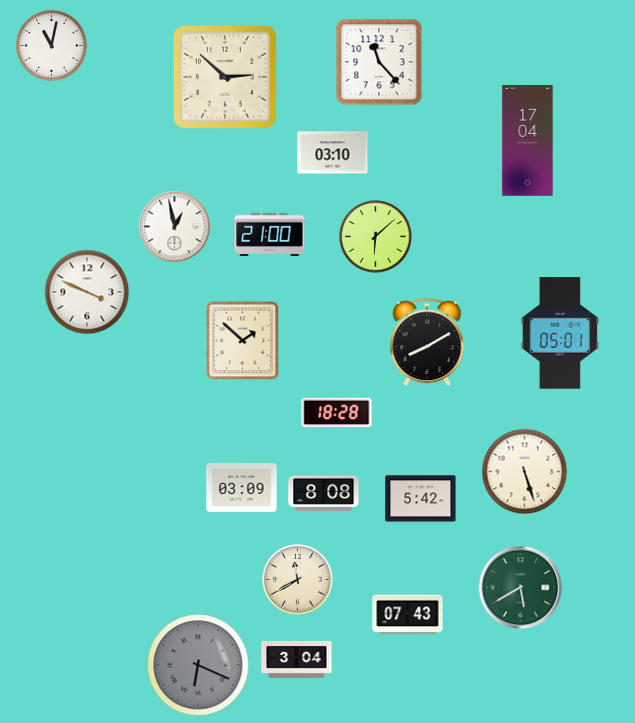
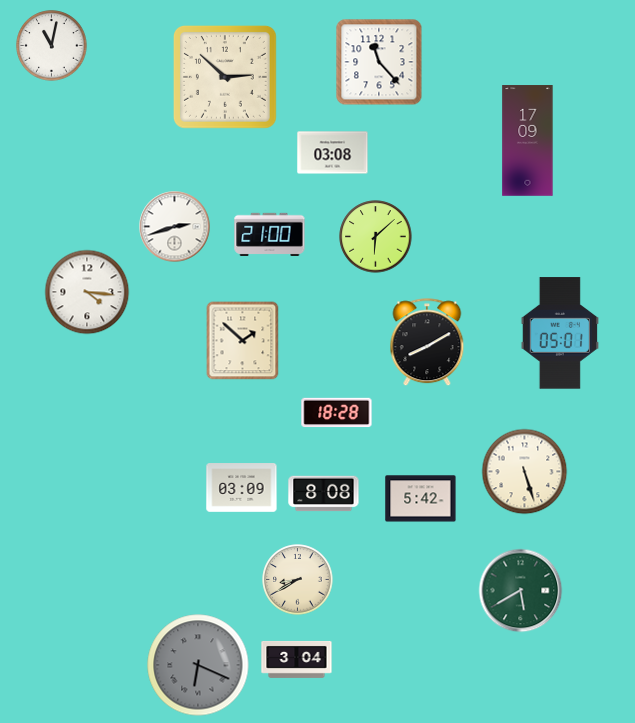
clock at (528, 141): 17:04 -> 17:09
clock at (333, 153): 03:10 -> 03:08
clock at (175, 227): 12:58 -> 2:42
clock at (87, 292): 3:49 -> 4:16
clock at (298, 580): 11:40 -> 8:40
clock at (521, 588) position: (521, 588) -> (521, 591)
clock at (408, 615): 07:43 -> none
